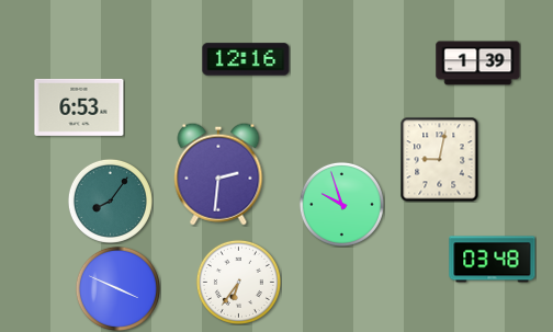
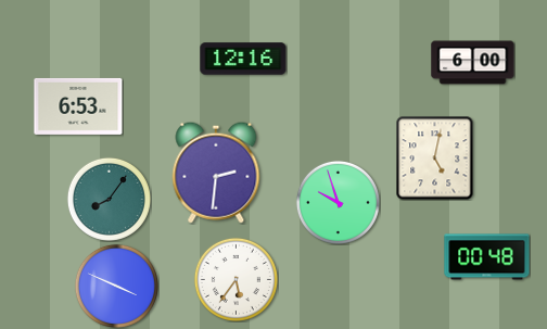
clock at (478, 64): 1:39 -> 6:00
clock at (440, 159): 9:02 -> 5:02
clock at (493, 260): 03:48 -> 00:48
clock at (238, 282): 6:36 -> 5:36
